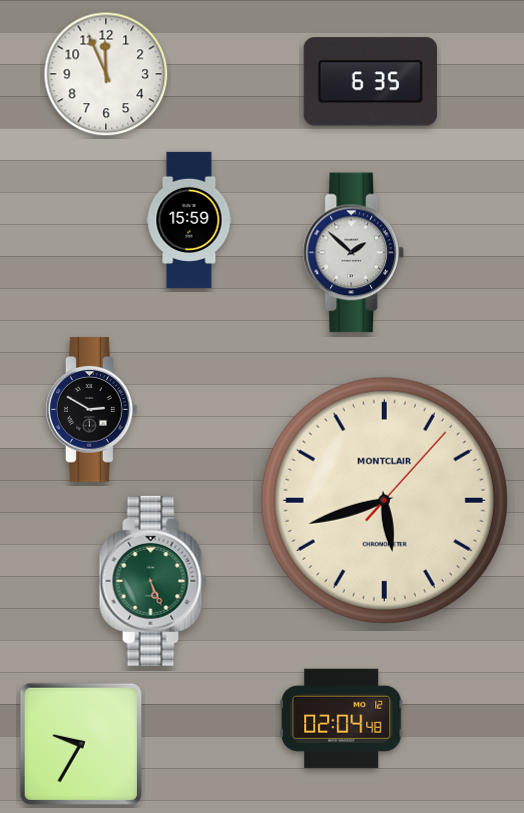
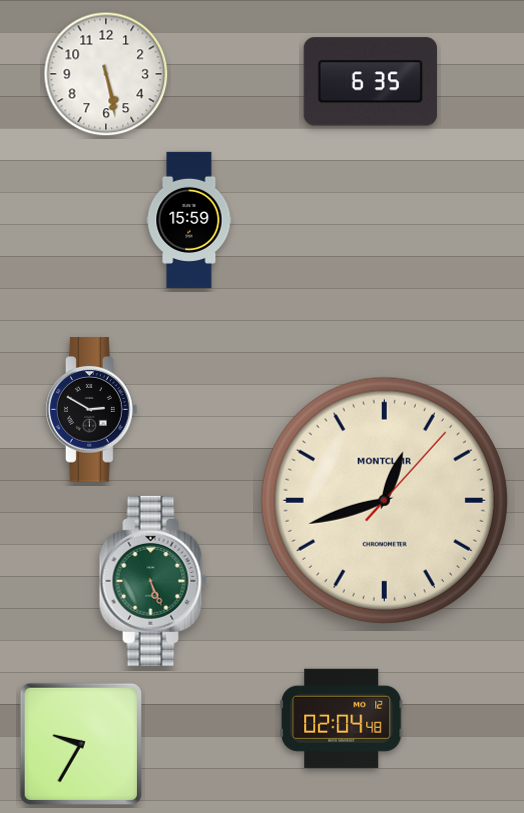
clock at (106, 74): 11:56 -> 5:28
clock at (354, 253): 1:52 -> none
clock at (384, 500): 5:42 -> 12:42
